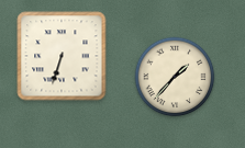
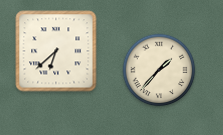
clock at (62, 56): 6:33 -> 6:38
